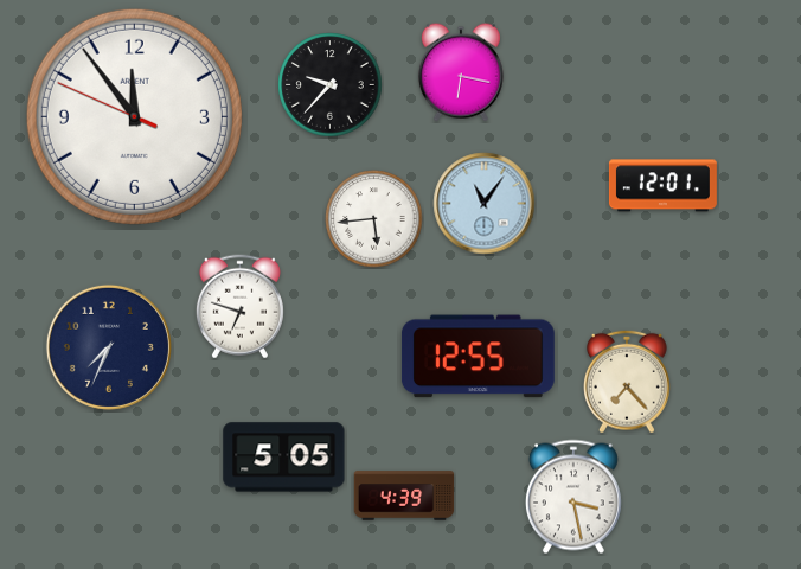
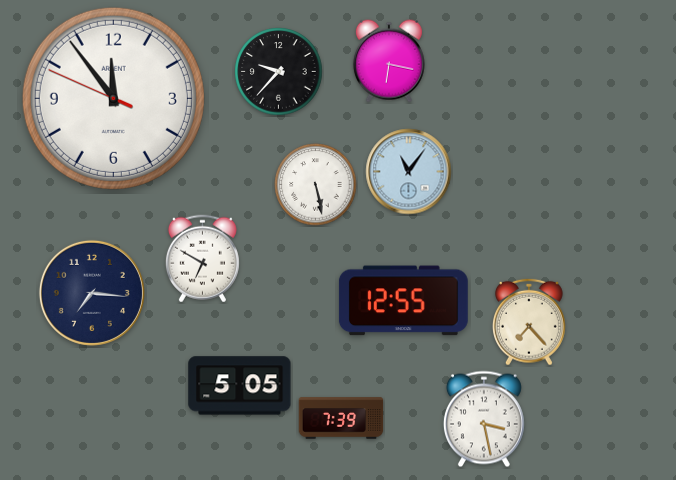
clock at (662, 186): 12:01 -> none
clock at (374, 219): 5:44 -> 5:28
clock at (239, 307): 6:48 -> 6:50
clock at (109, 347): 7:34 -> 7:16
clock at (404, 496): 4:39 -> 7:39
